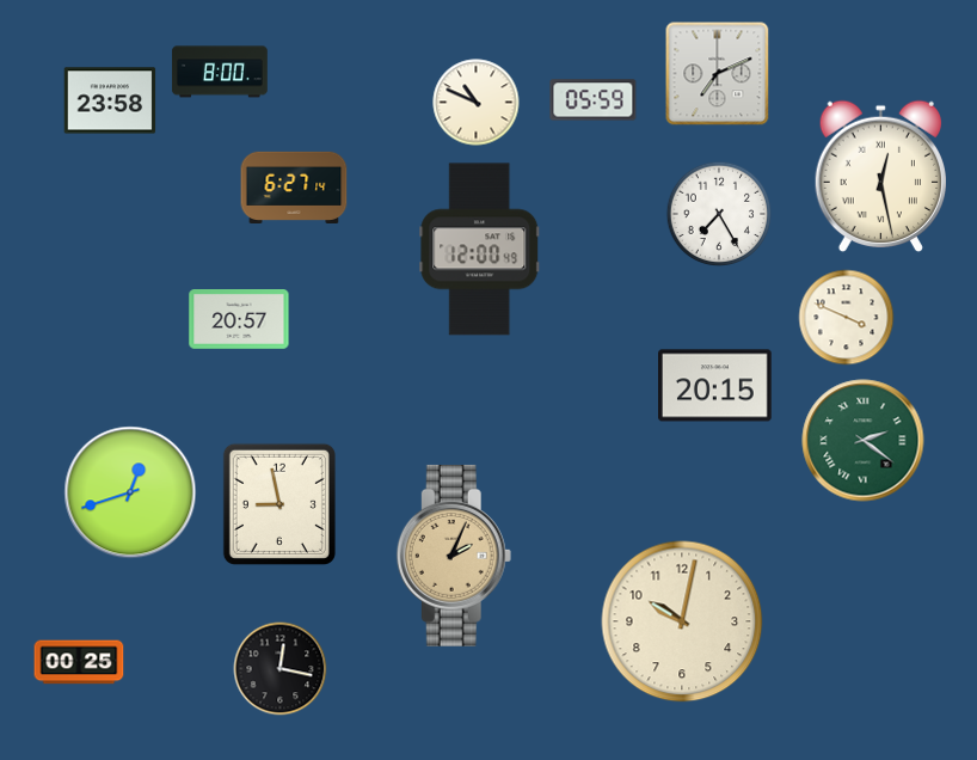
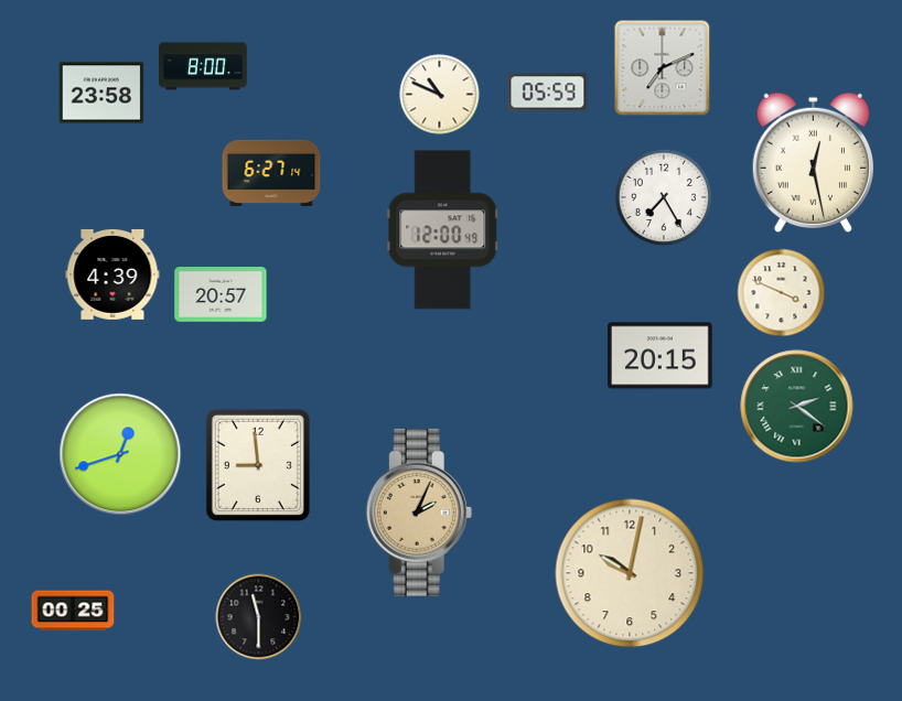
clock at (112, 274): none -> 4:39
clock at (279, 504): 8:58 -> 8:59
clock at (281, 669): 12:17 -> 11:30
